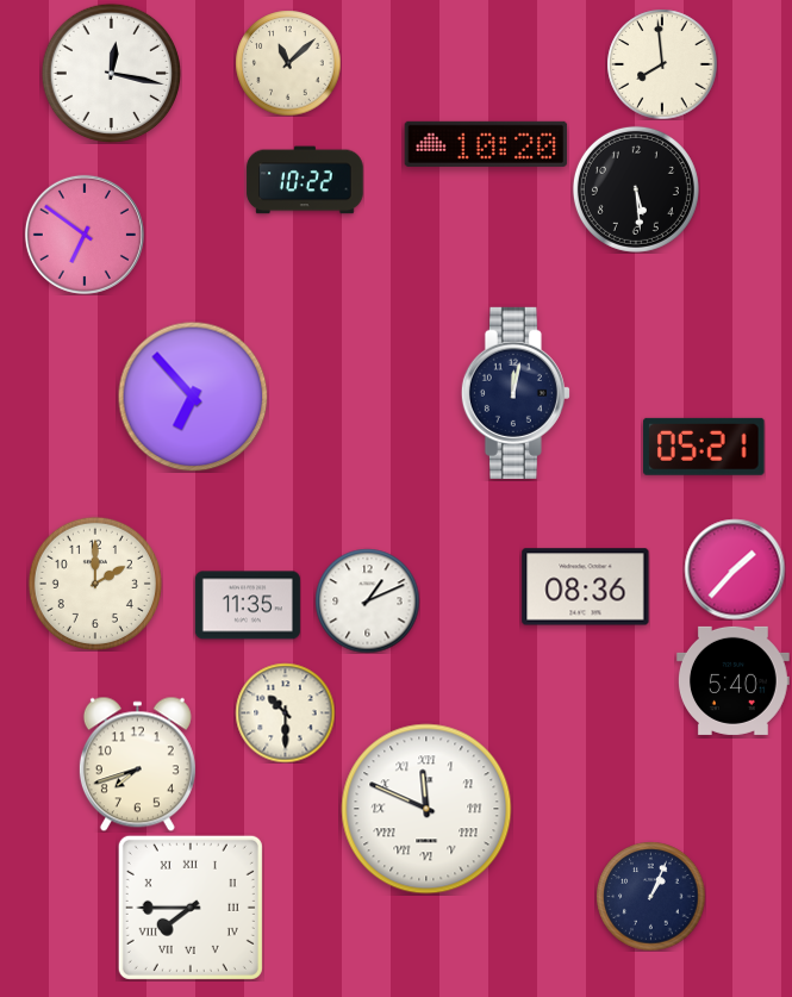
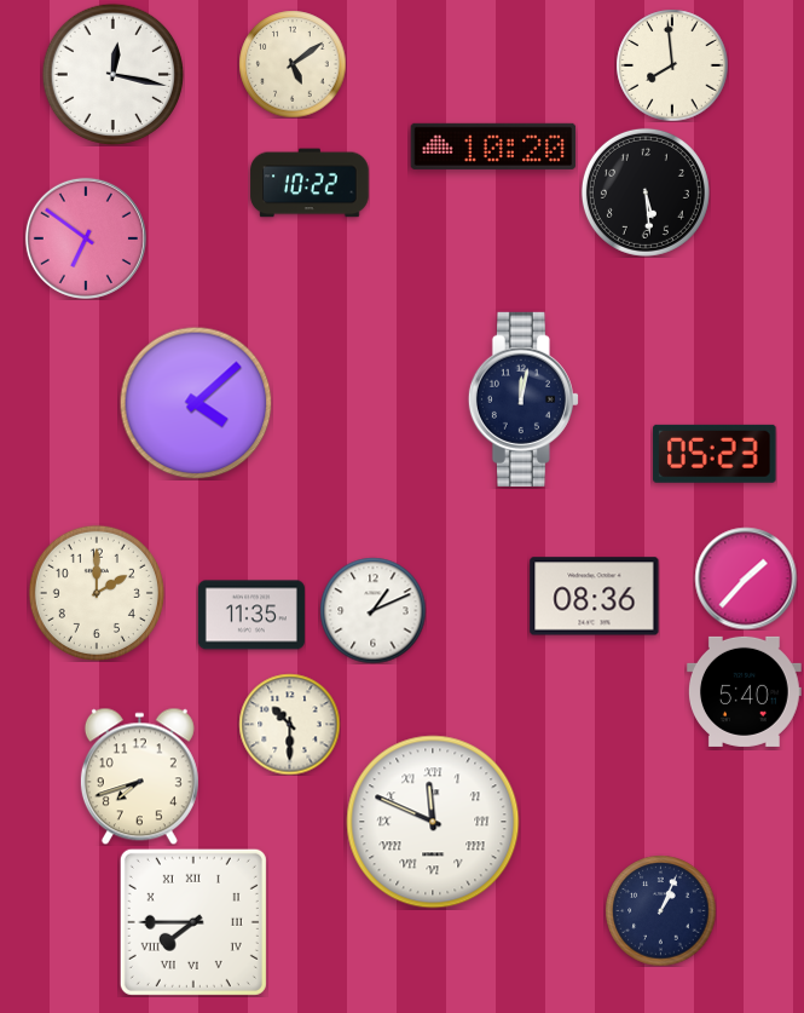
clock at (288, 63): 11:08 -> 5:09
clock at (193, 397): 6:53 -> 4:08
clock at (704, 447): 05:21 -> 05:23
